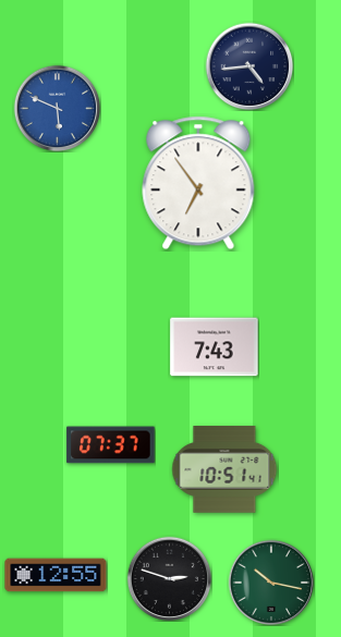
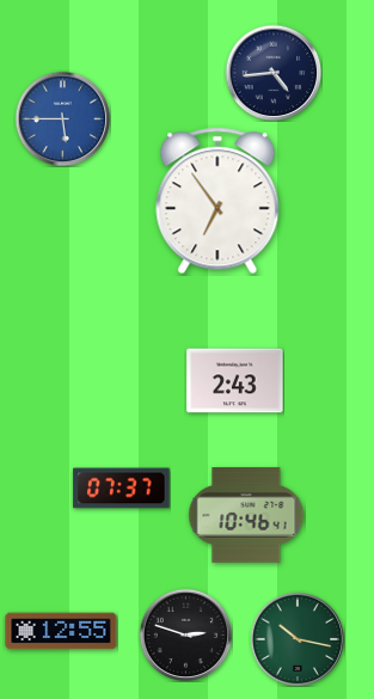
clock at (57, 108): 5:49 -> 5:45
clock at (215, 347): 7:43 -> 2:43
clock at (224, 469): 10:51 -> 10:46
